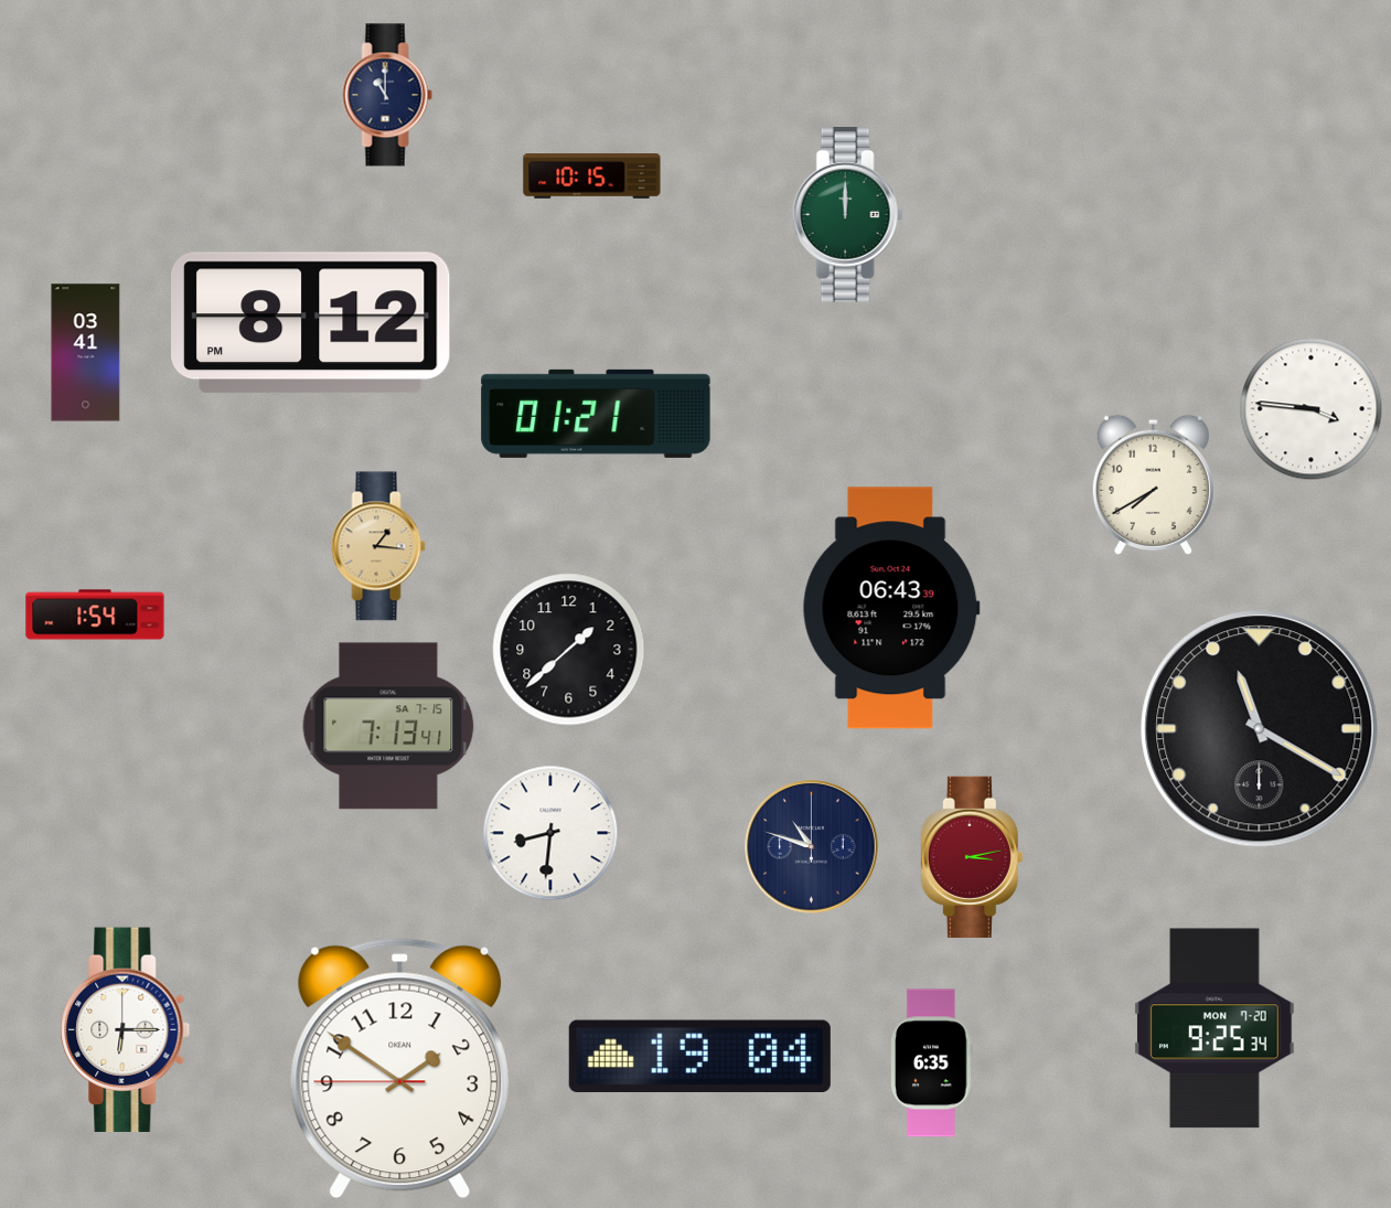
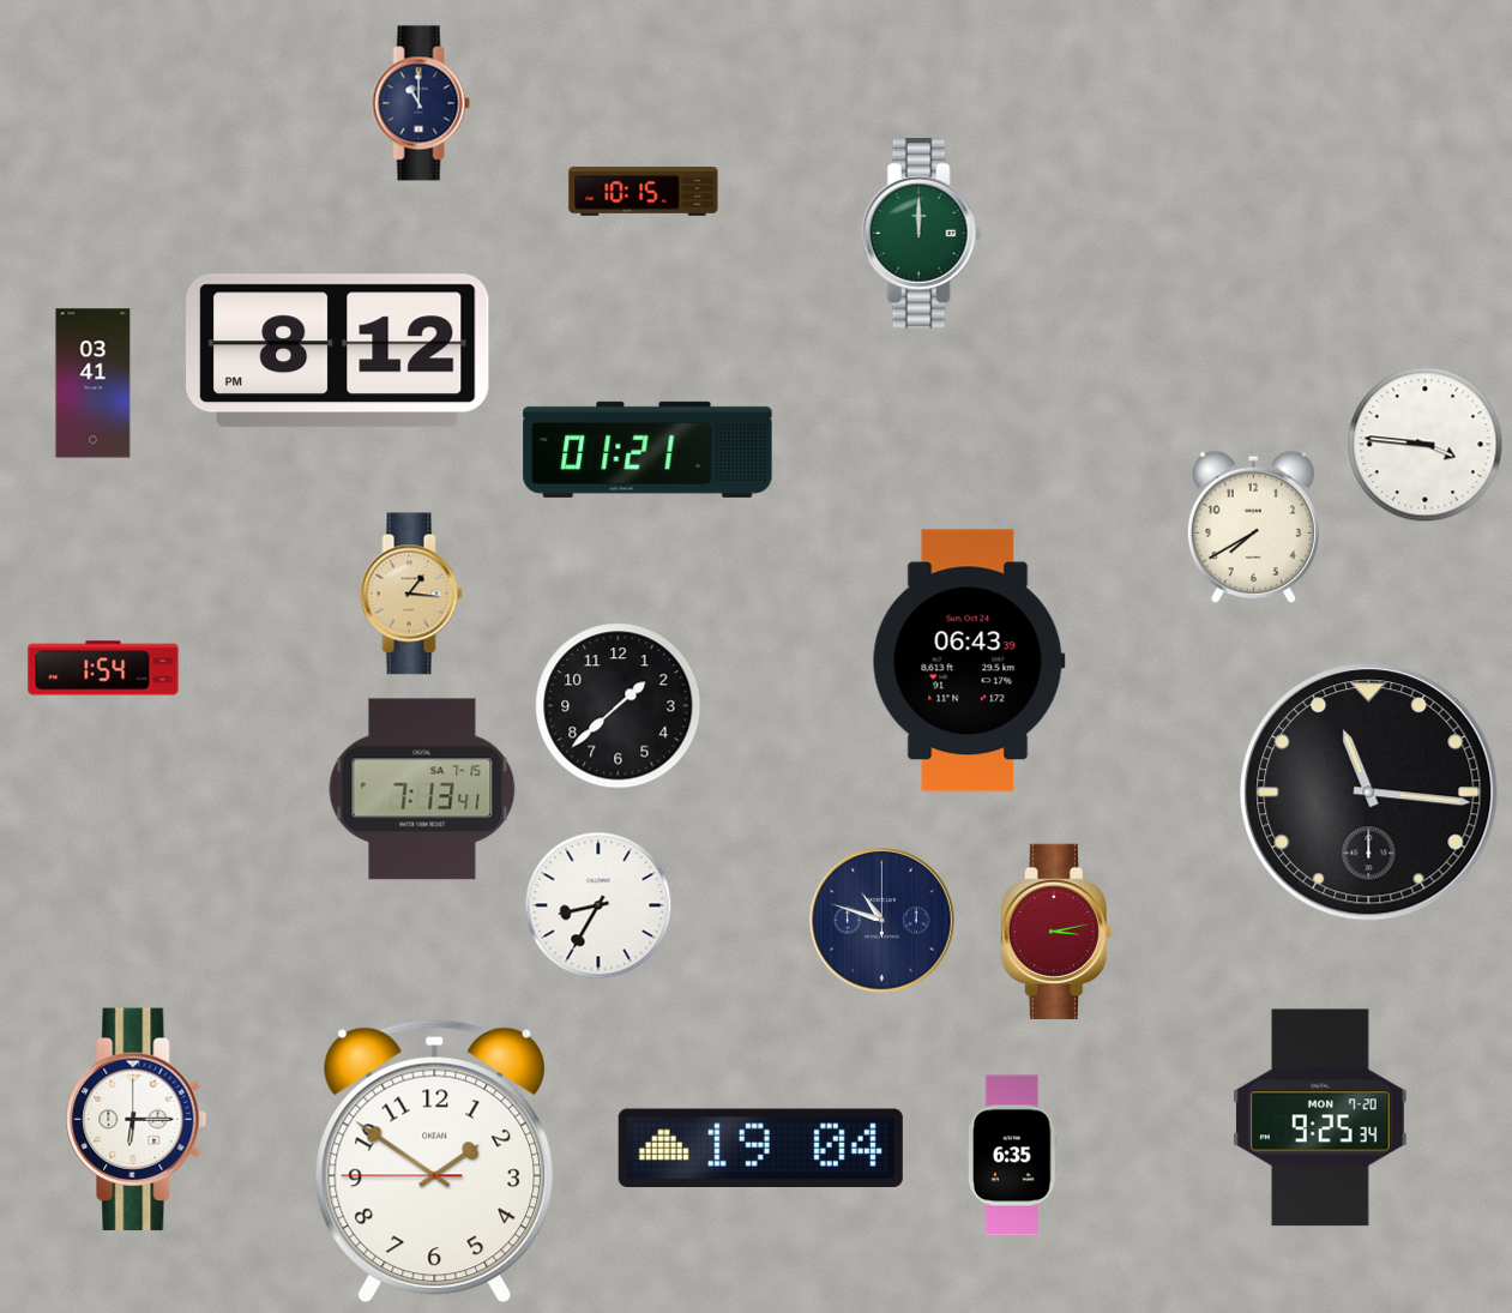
clock at (1260, 729): 11:20 -> 11:16
clock at (550, 833): 8:31 -> 8:35
